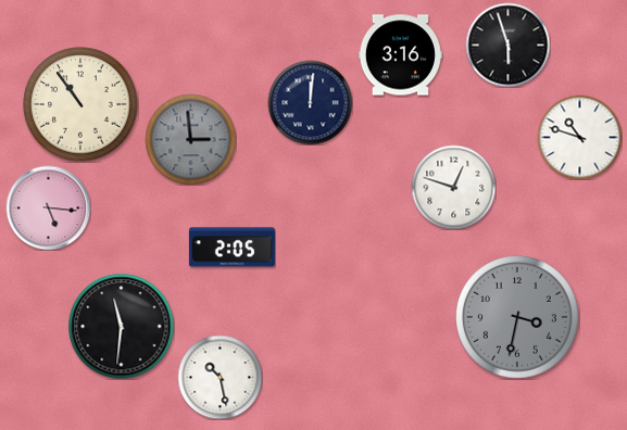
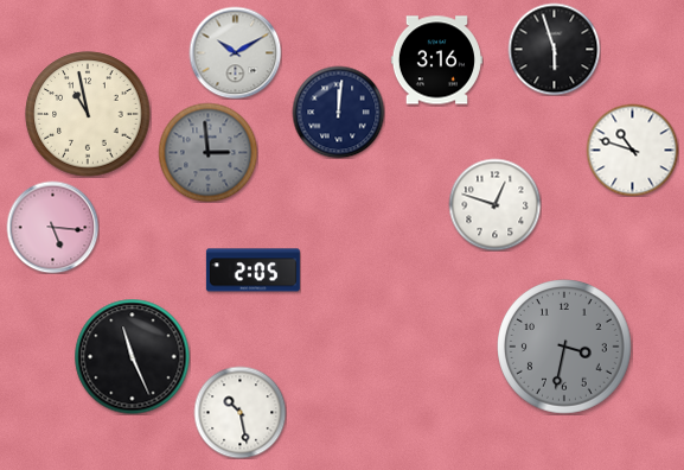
clock at (235, 52): none -> 10:10
clock at (80, 104): 10:54 -> 10:58
clock at (121, 326): 11:31 -> 11:26
